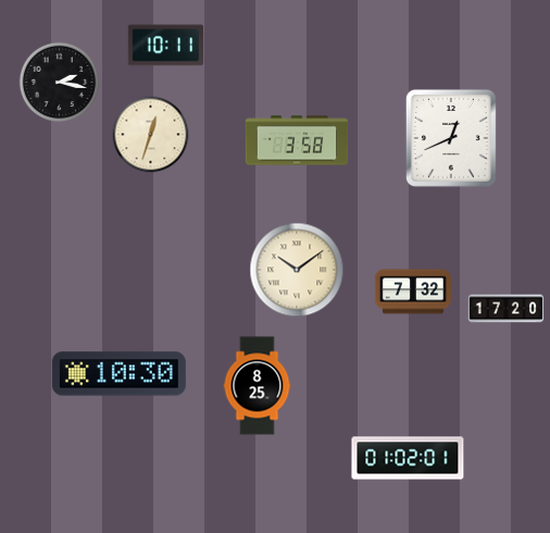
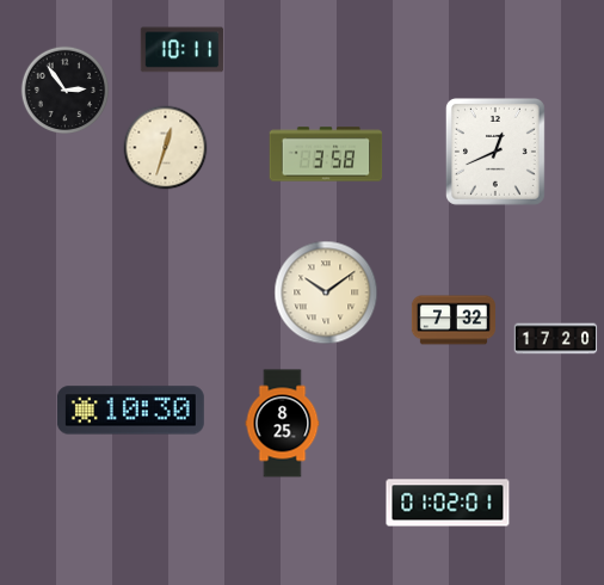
clock at (60, 83): 2:17 -> 2:54
clock at (297, 270) position: (297, 270) -> (326, 292)
